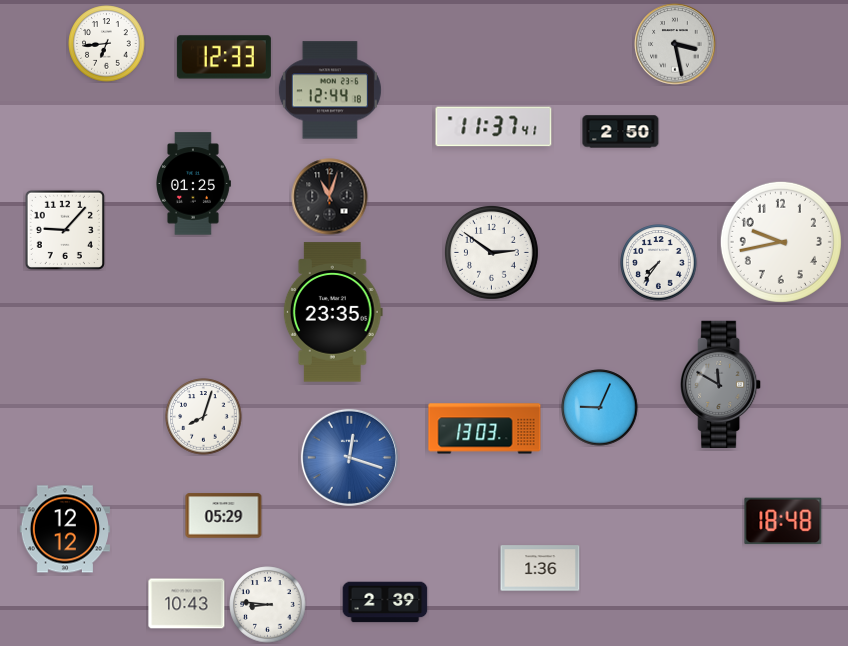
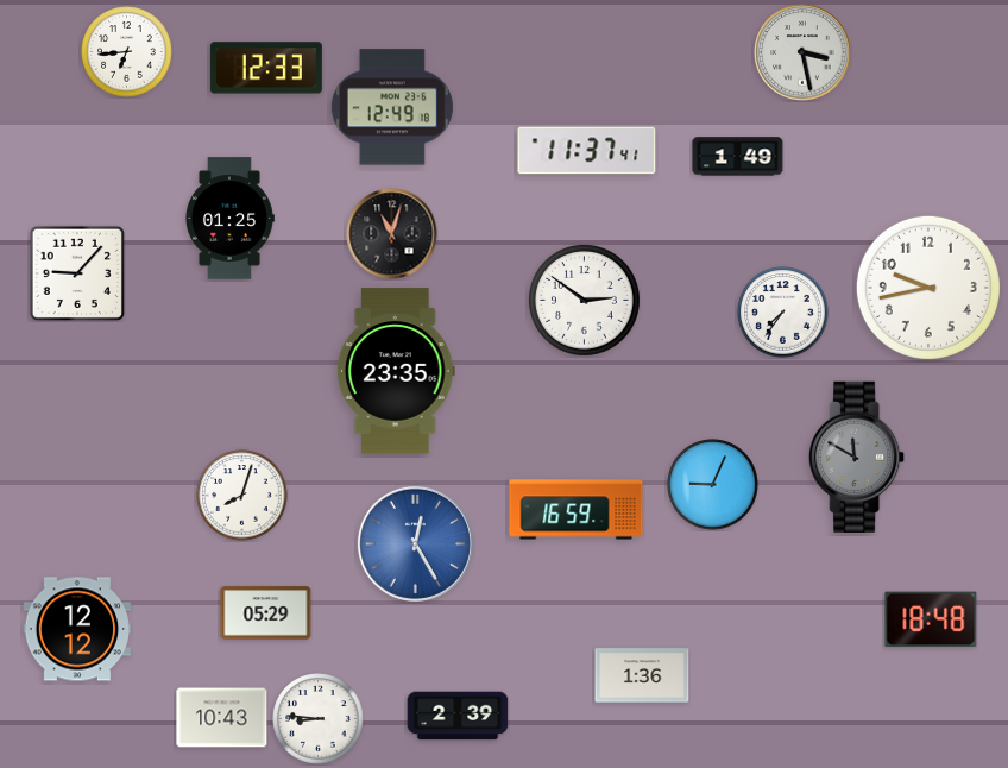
clock at (330, 90): 12:44 -> 12:49
clock at (621, 132): 2:50 -> 1:49
clock at (485, 429): 13:03 -> 16:59
clock at (349, 457): 12:18 -> 12:25
